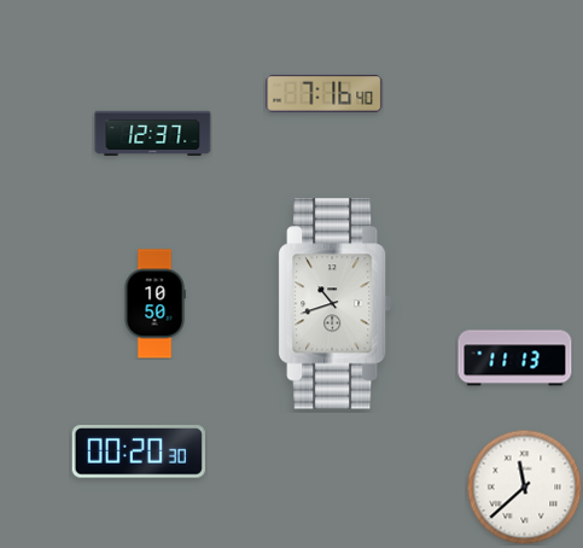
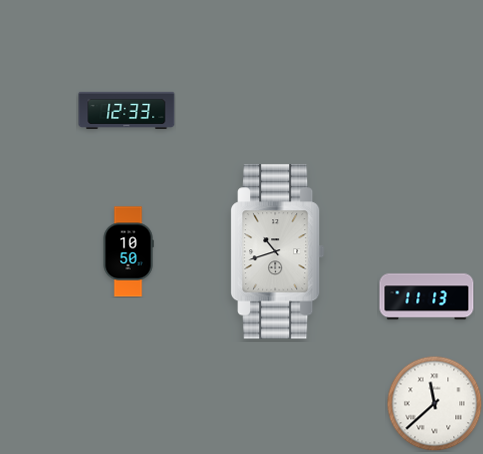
clock at (325, 93): 7:16 -> none
clock at (153, 133): 12:37 -> 12:33
clock at (139, 451): 00:20 -> none
